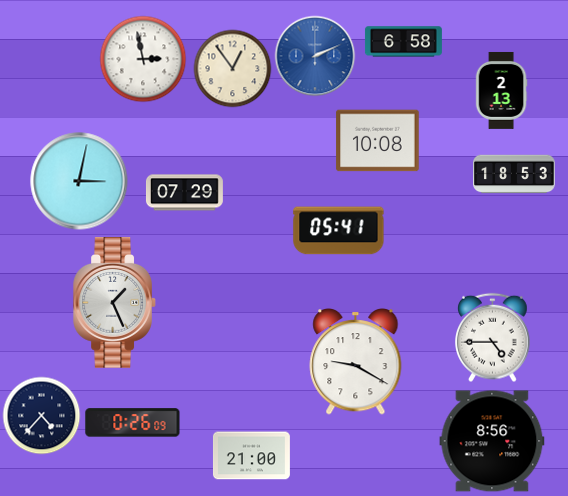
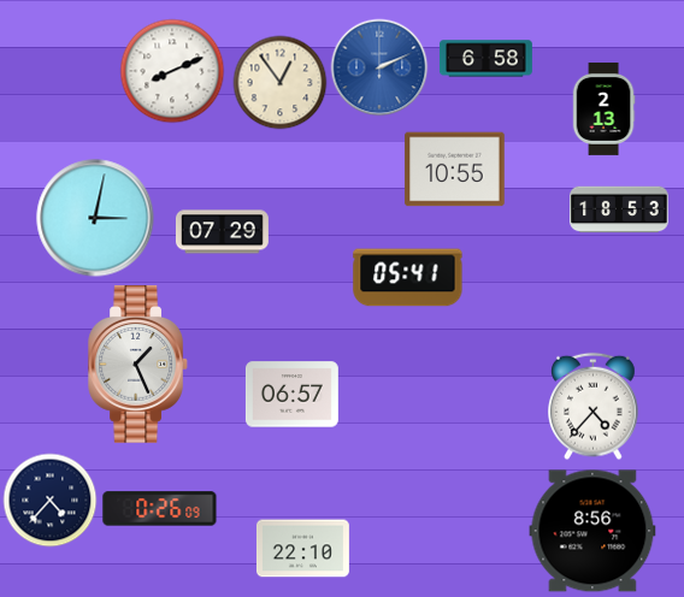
clock at (403, 42) position: (403, 42) -> (485, 59)
clock at (143, 59): 2:58 -> 8:11
clock at (378, 141): 10:08 -> 10:55
clock at (291, 395): none -> 06:57
clock at (493, 337): 4:45 -> 4:37
clock at (356, 362): 9:20 -> none
clock at (251, 456): 21:00 -> 22:10
